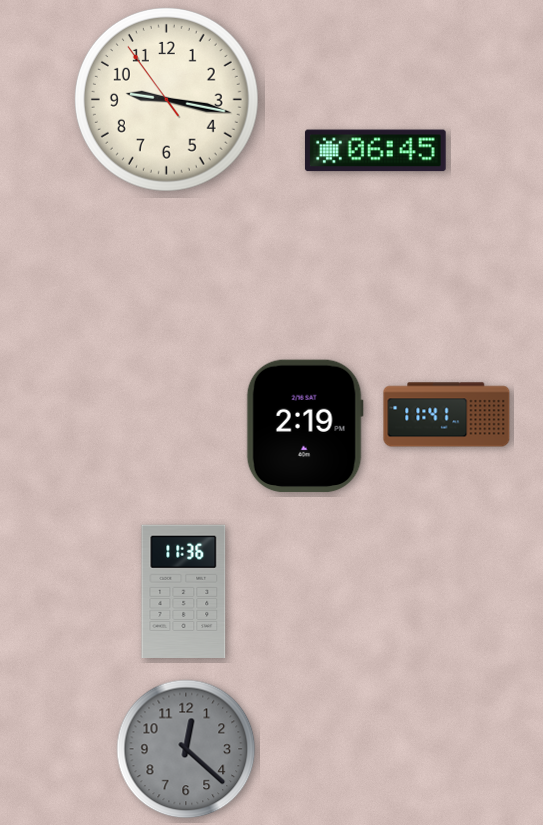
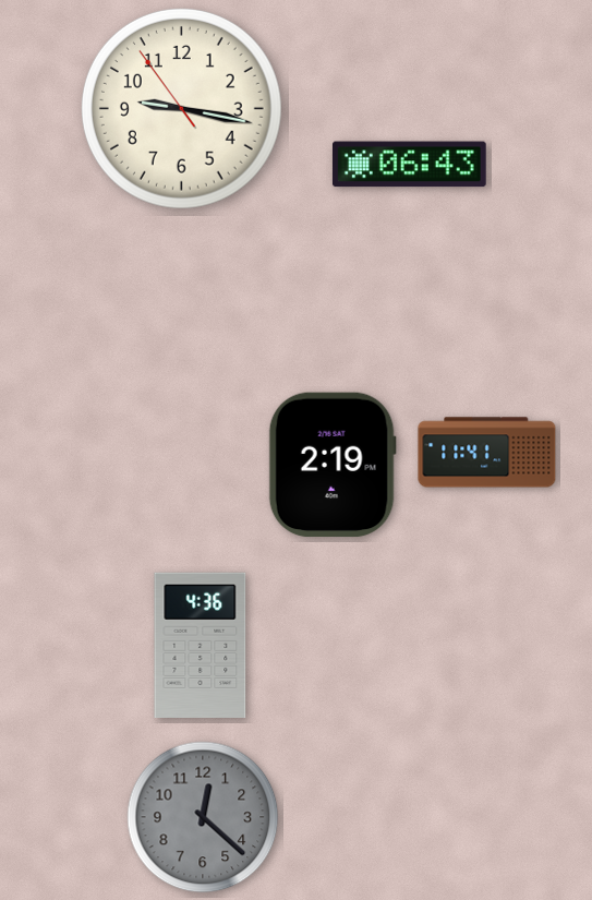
clock at (375, 151): 06:45 -> 06:43
clock at (184, 591): 11:36 -> 4:36
